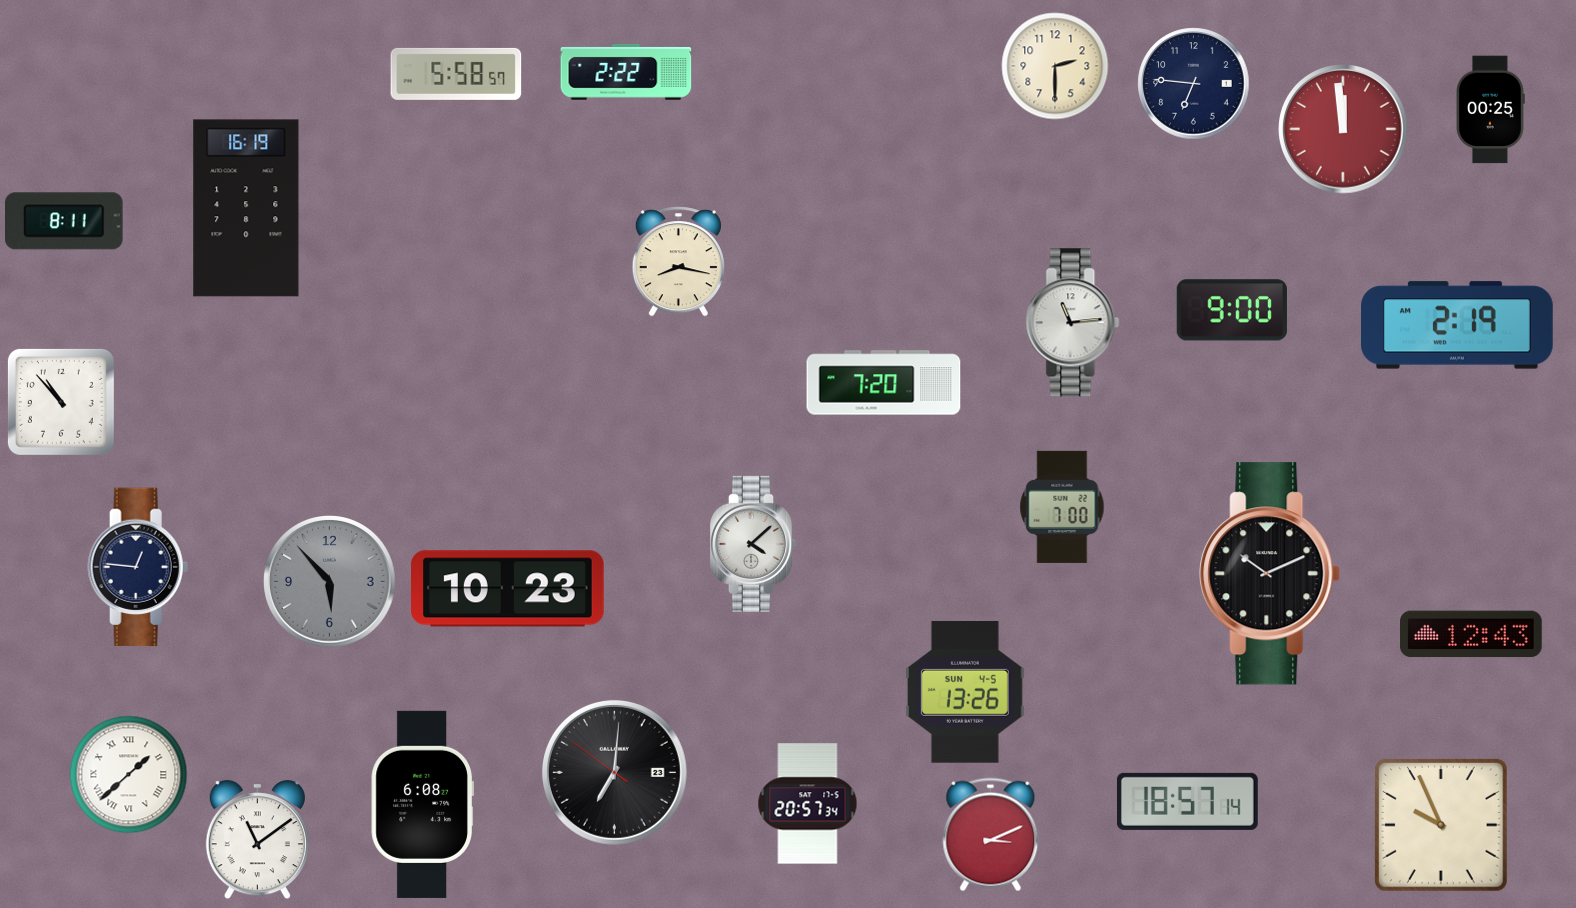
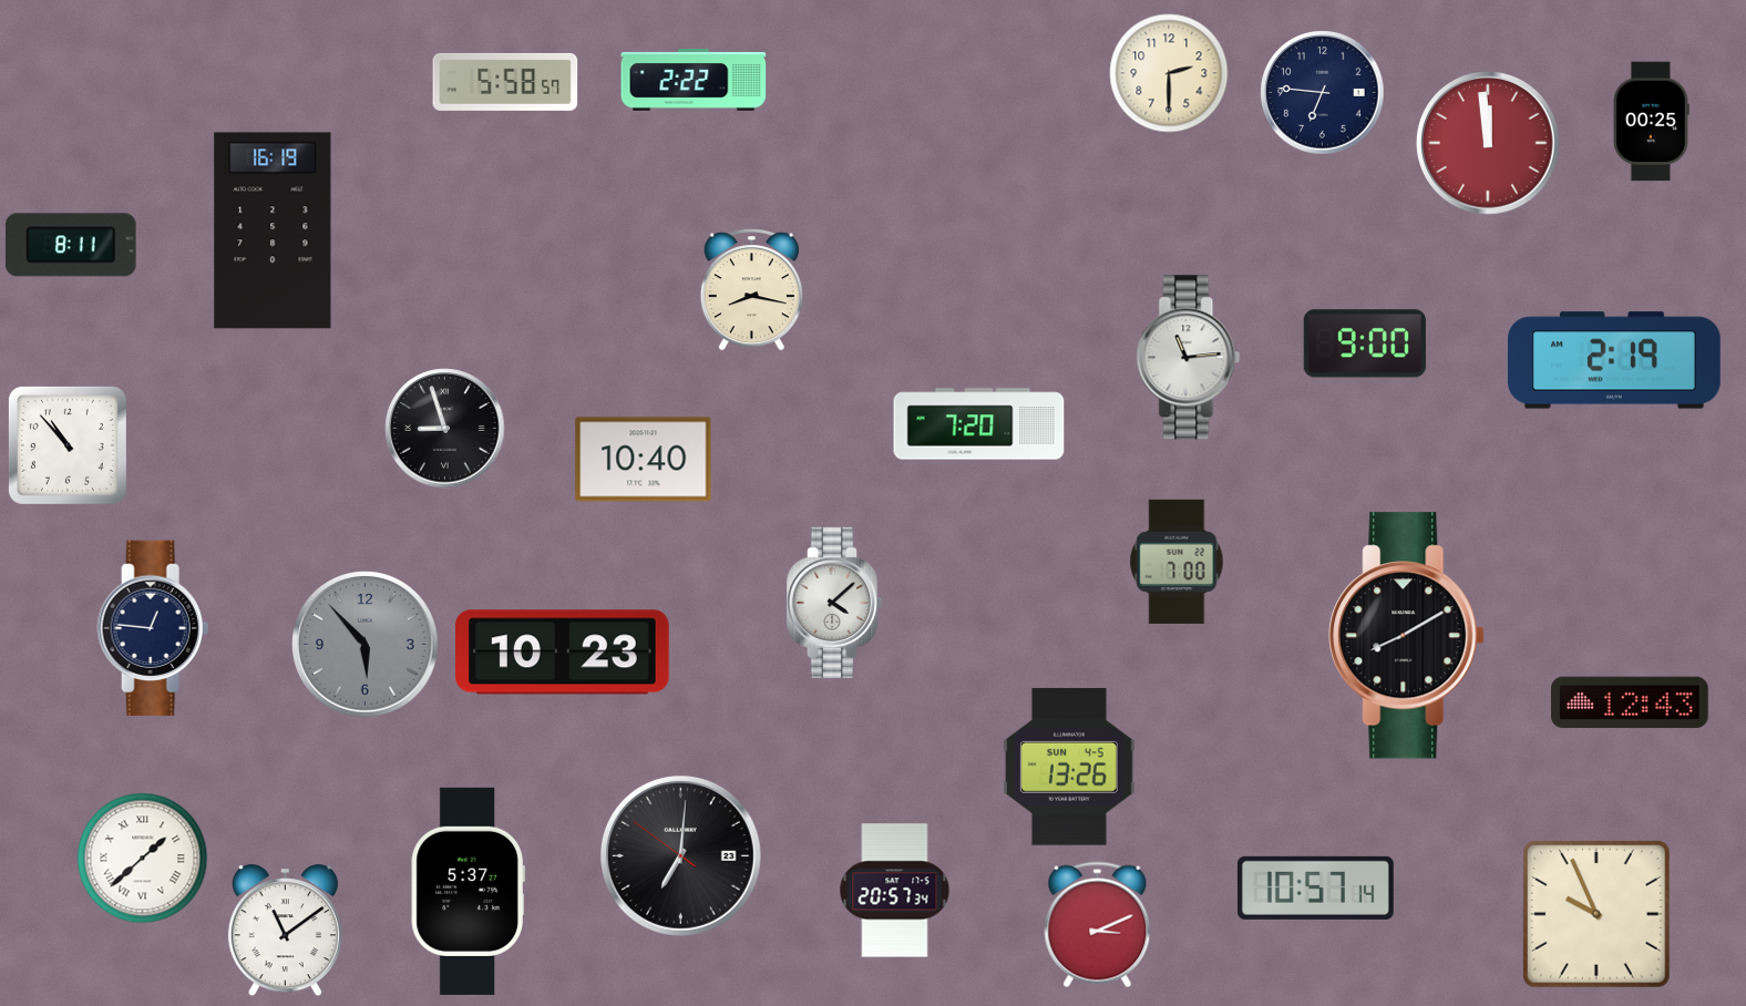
clock at (445, 429): none -> 8:57
clock at (644, 460): none -> 10:40
clock at (1270, 574): 10:11 -> 8:10
clock at (1187, 801): 18:57 -> 10:57
clock at (422, 804): 6:08 -> 5:37
